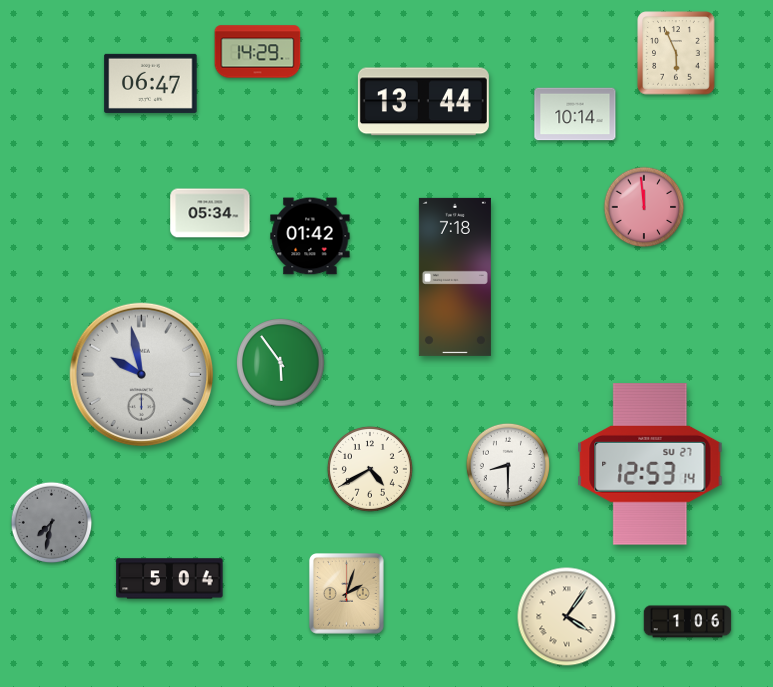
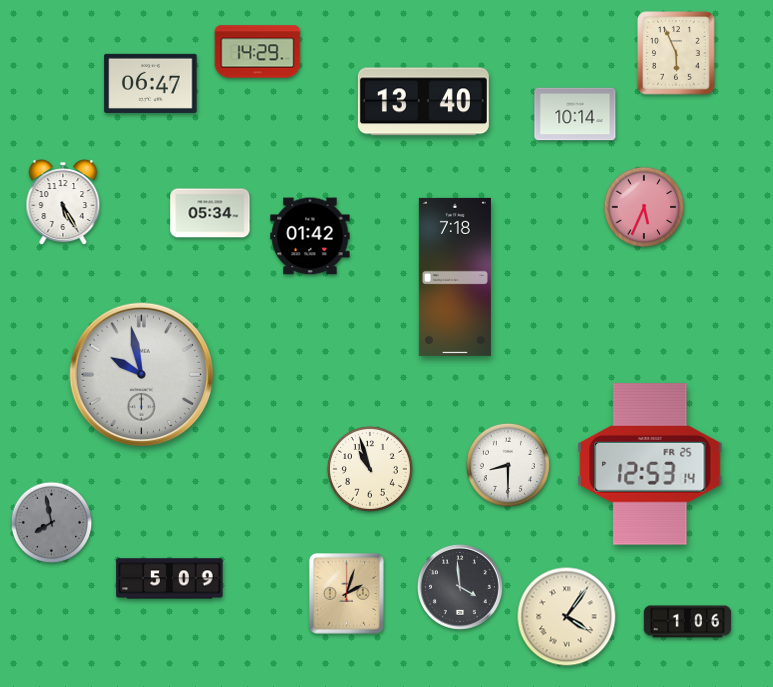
clock at (423, 102): 13:44 -> 13:40
clock at (63, 202): none -> 5:25
clock at (644, 207): 11:59 -> 5:34
clock at (281, 363): 5:54 -> none
clock at (650, 464) date: SU 27 -> FR 25
clock at (370, 469): 4:40 -> 10:57
clock at (52, 523): 7:32 -> 7:58
clock at (170, 579): 5:04 -> 5:09
clock at (460, 587): none -> 3:59
